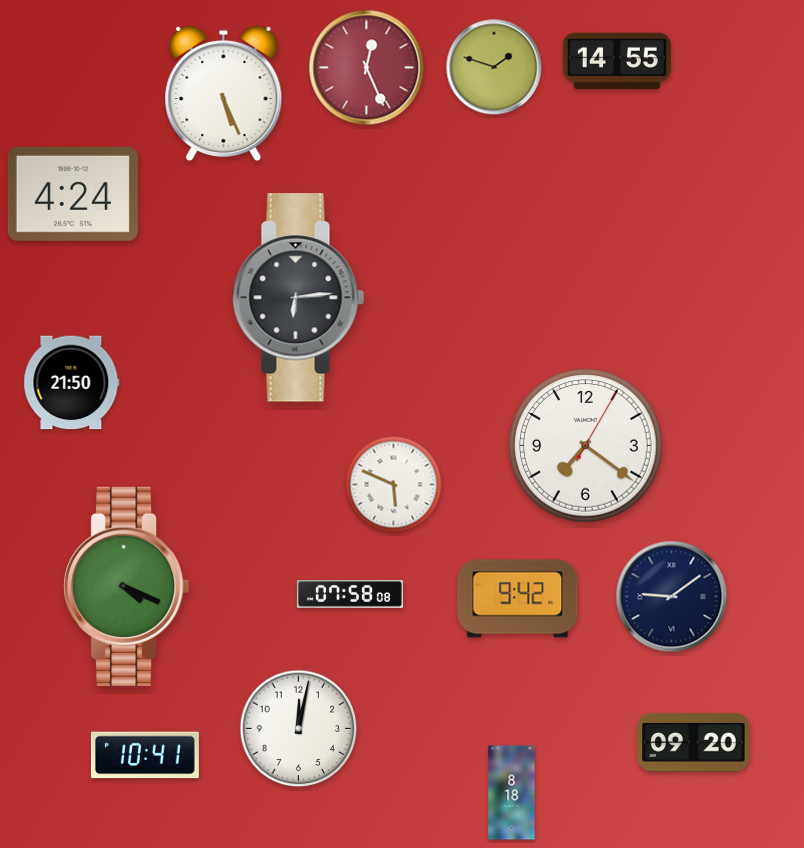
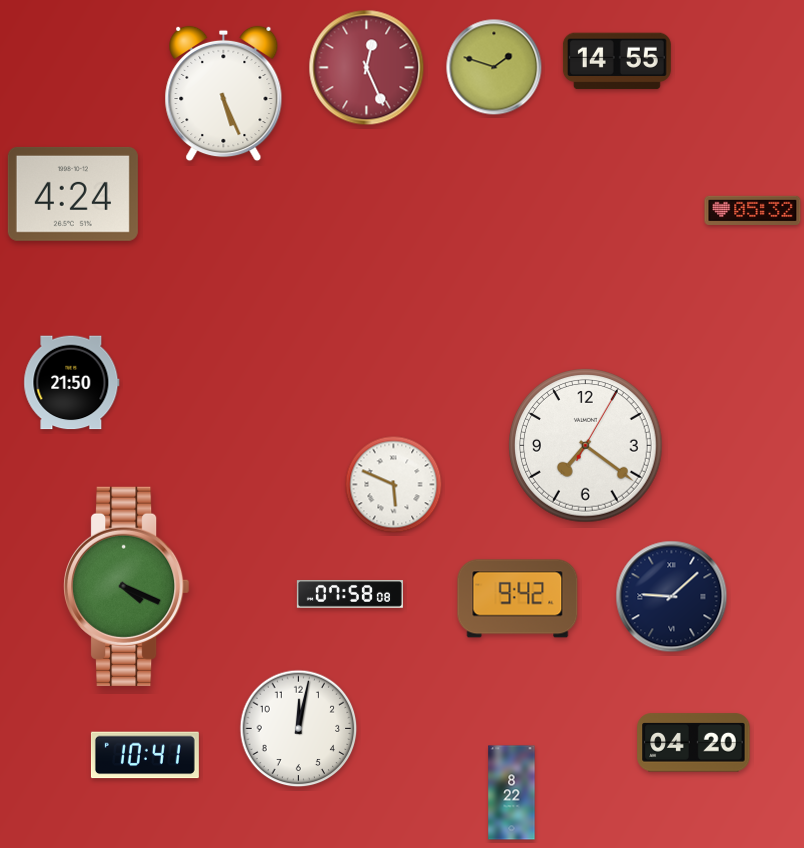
clock at (753, 210): none -> 05:32
clock at (299, 298): 6:14 -> none
clock at (672, 597): 9:09 -> 9:08
clock at (694, 743): 09:20 -> 04:20
clock at (512, 793): 8:18 -> 8:22
